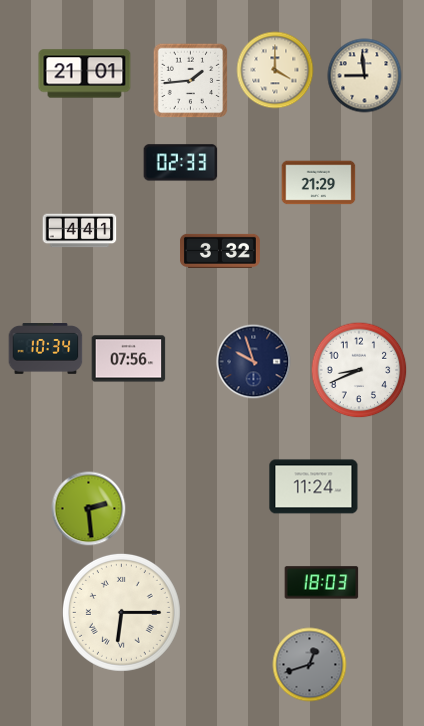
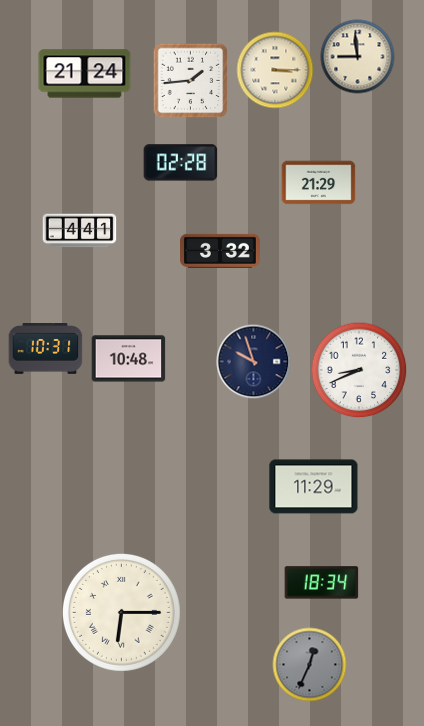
clock at (275, 70): 4:00 -> 3:15
clock at (85, 74): 21:01 -> 21:24
clock at (365, 76) position: (365, 76) -> (358, 57)
clock at (181, 163): 02:33 -> 02:28
clock at (46, 349): 10:34 -> 10:31
clock at (129, 359): 07:56 -> 10:48
clock at (314, 487): 11:24 -> 11:29
clock at (89, 509): 2:29 -> none
clock at (322, 583): 18:03 -> 18:34
clock at (310, 665): 12:42 -> 12:34
